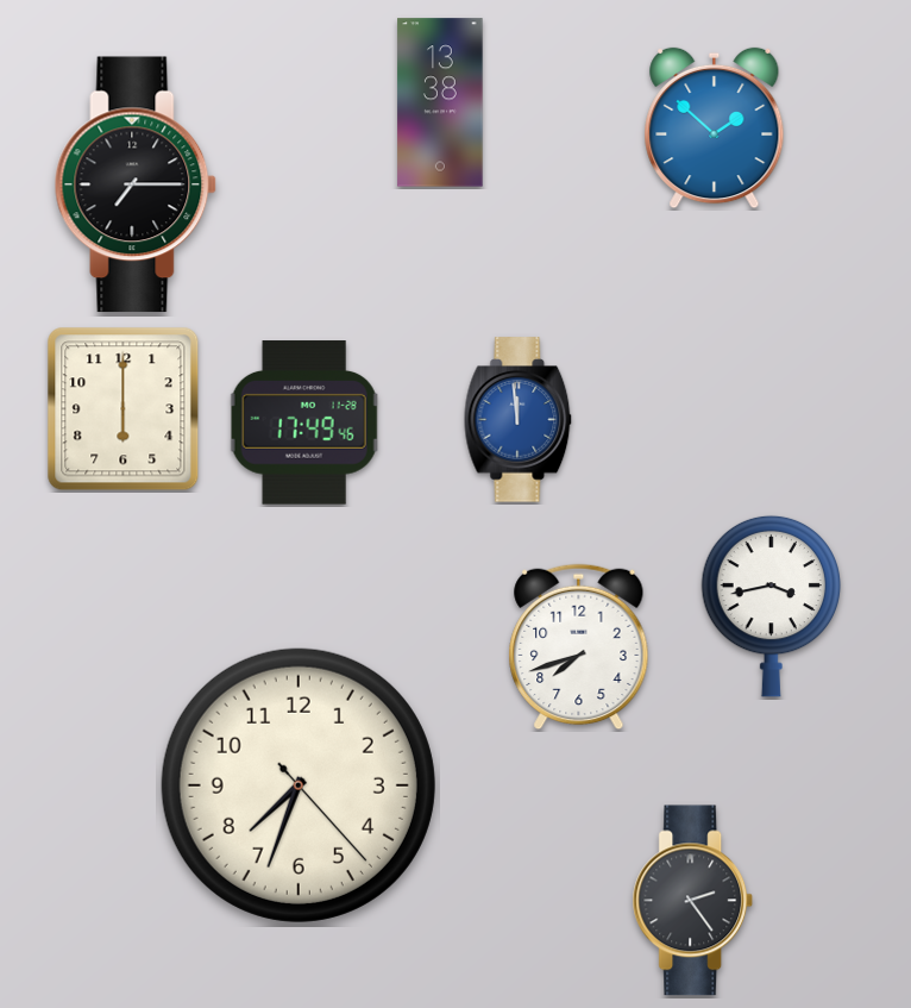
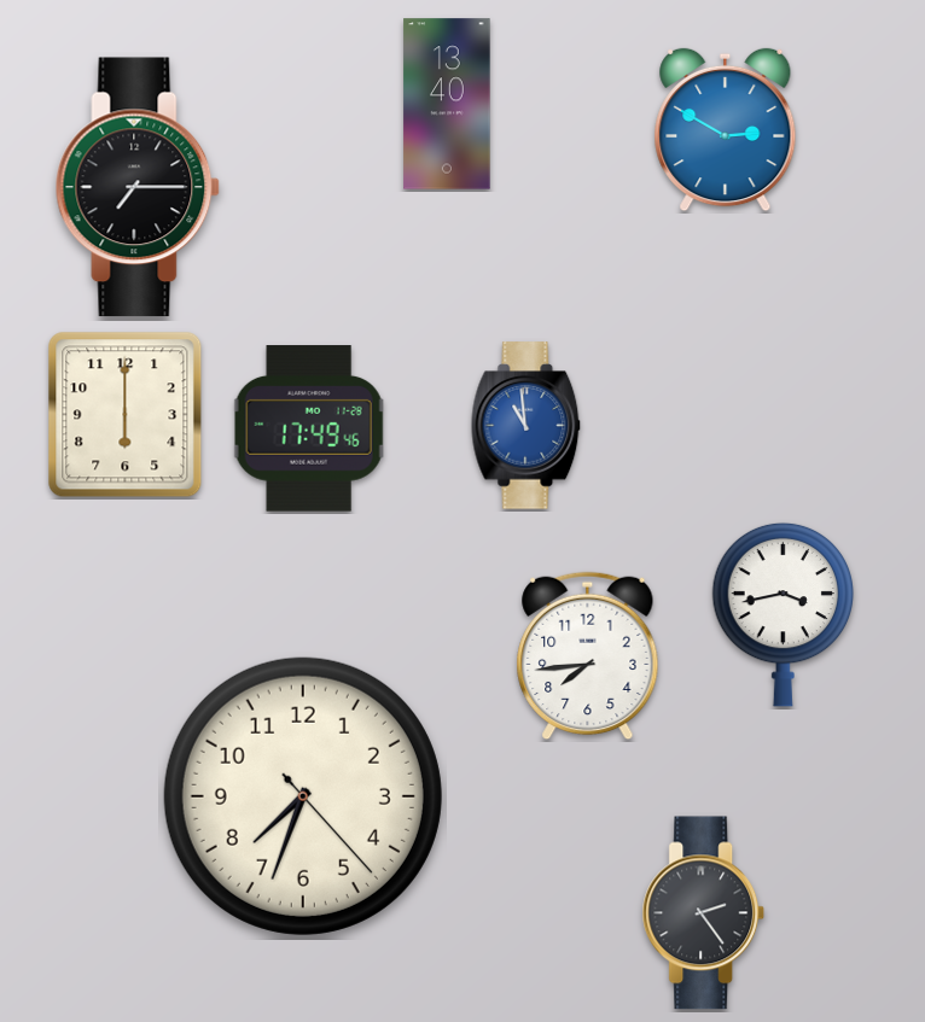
clock at (440, 102): 13:38 -> 13:40
clock at (715, 129): 1:52 -> 2:50
clock at (519, 420): 11:59 -> 10:59
clock at (579, 647): 7:42 -> 7:44
